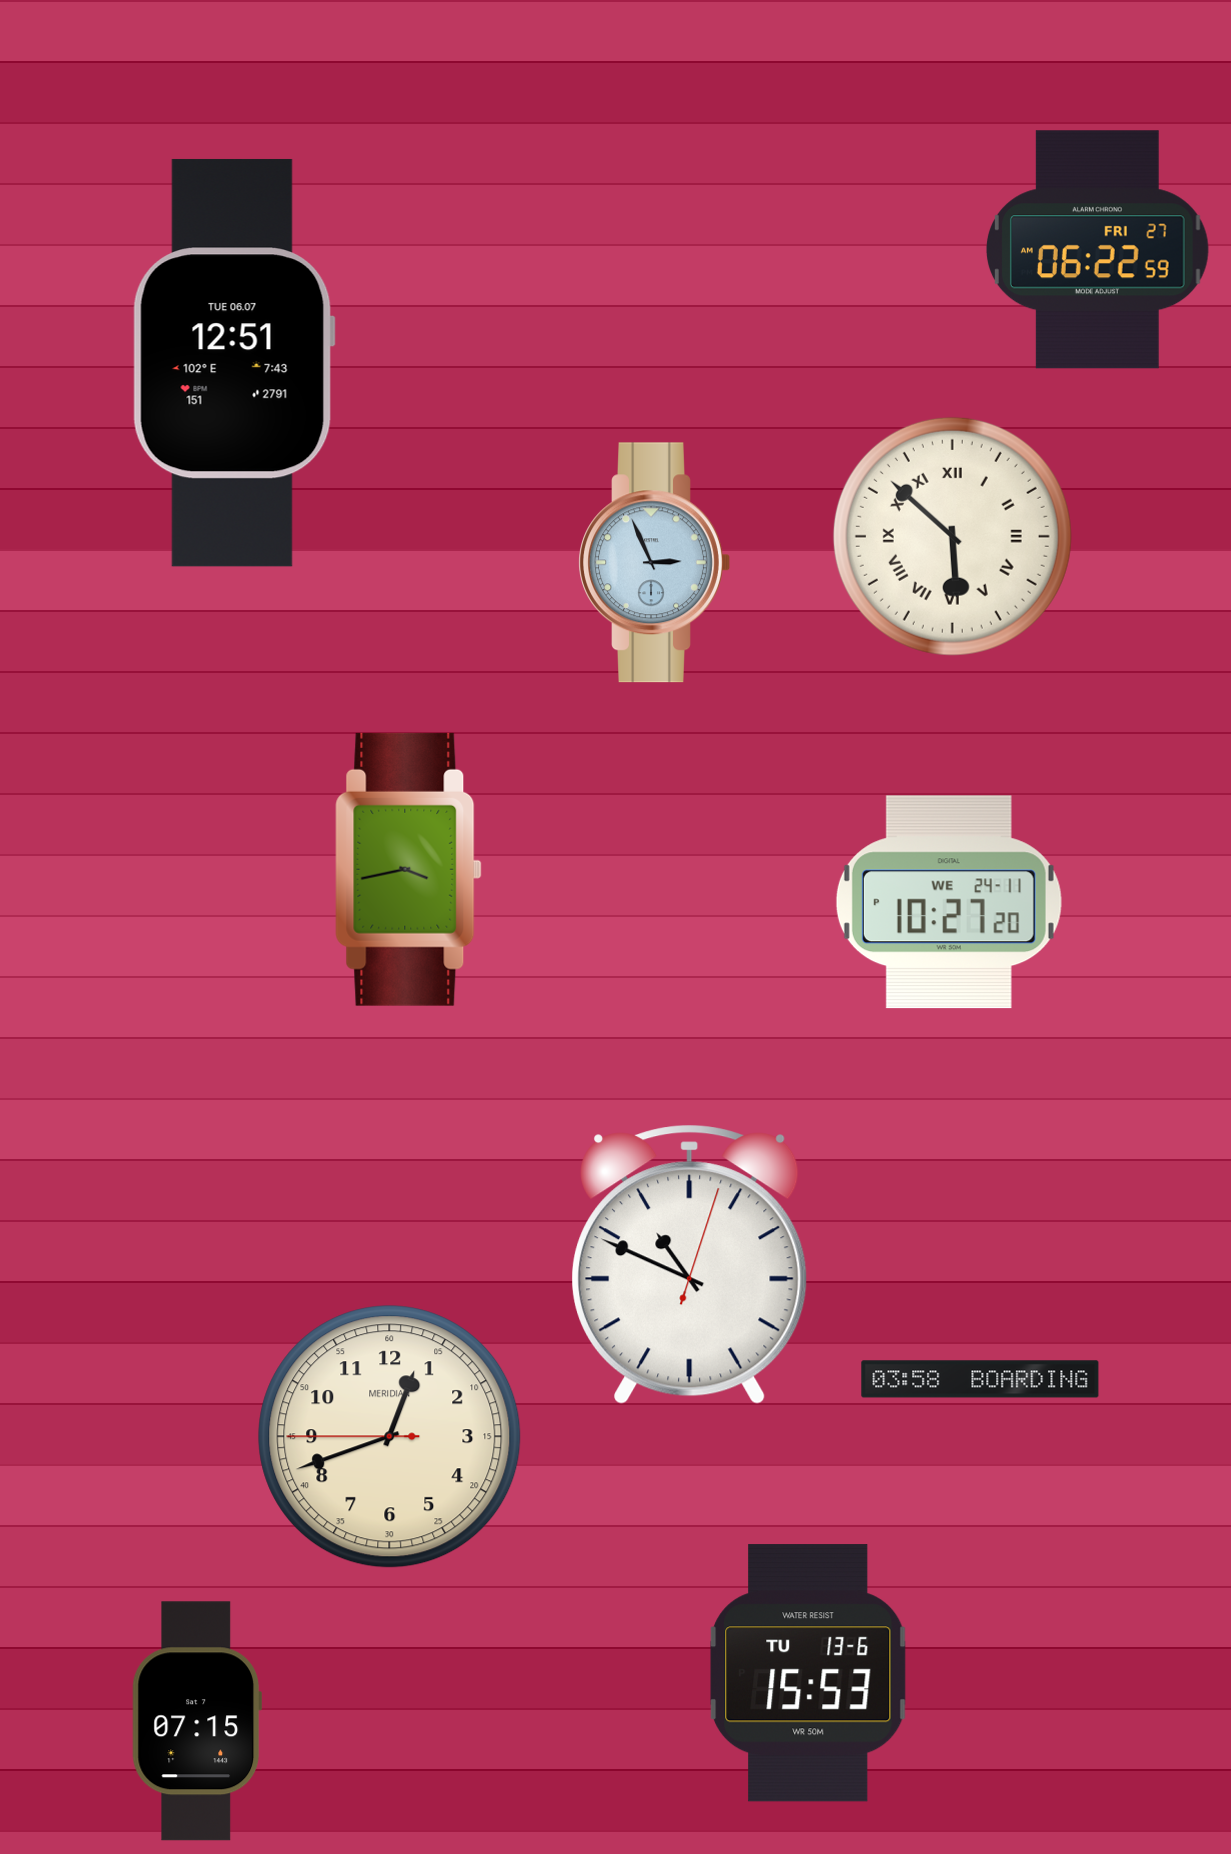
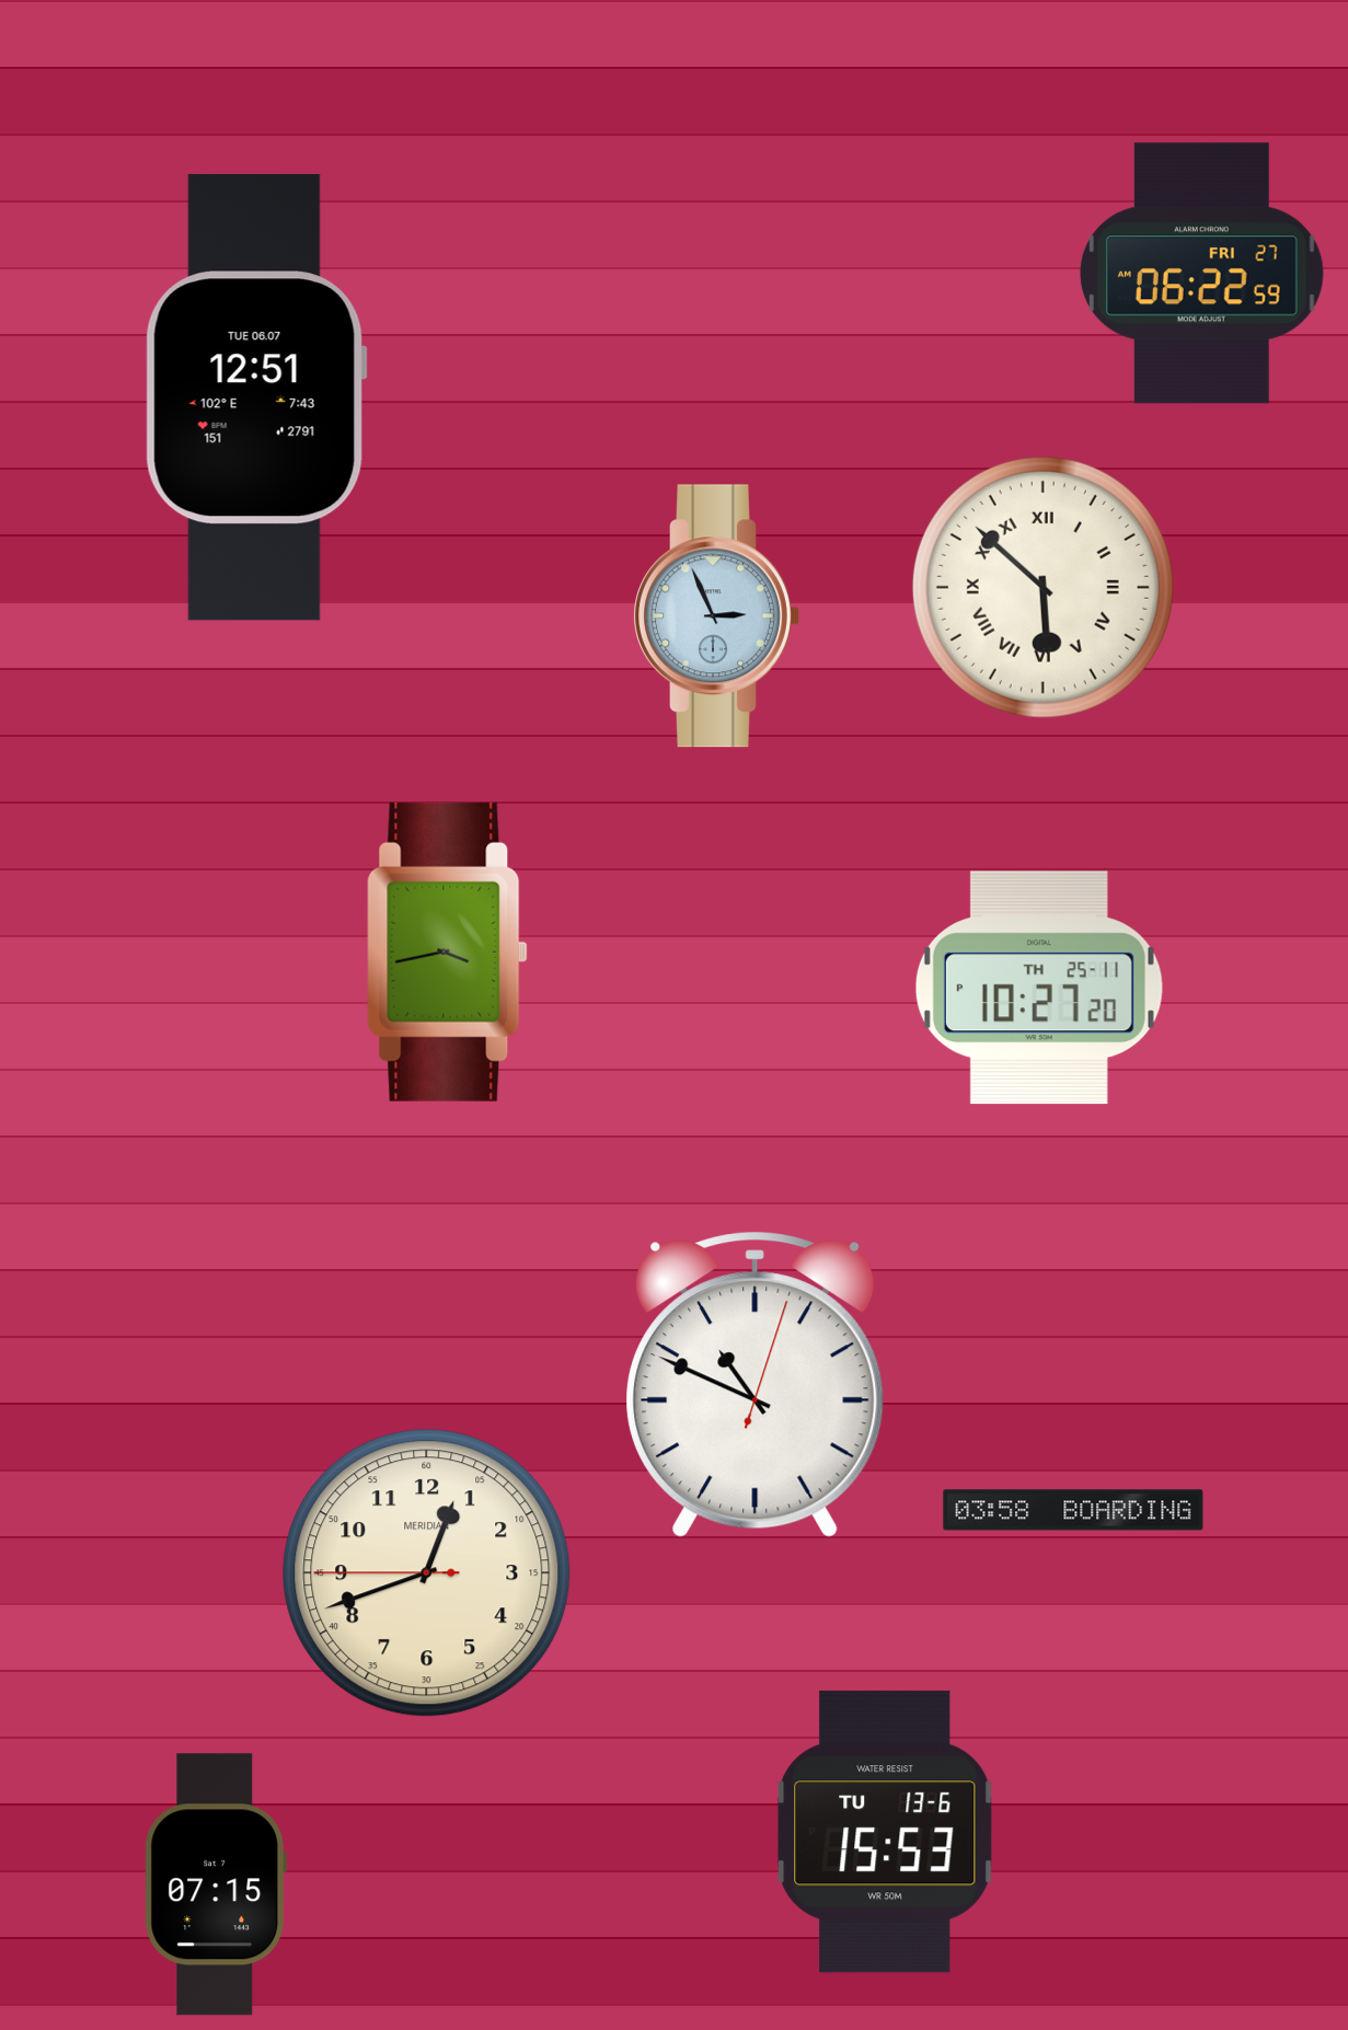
clock at (949, 902) date: WE 24-11 -> TH 25-11
